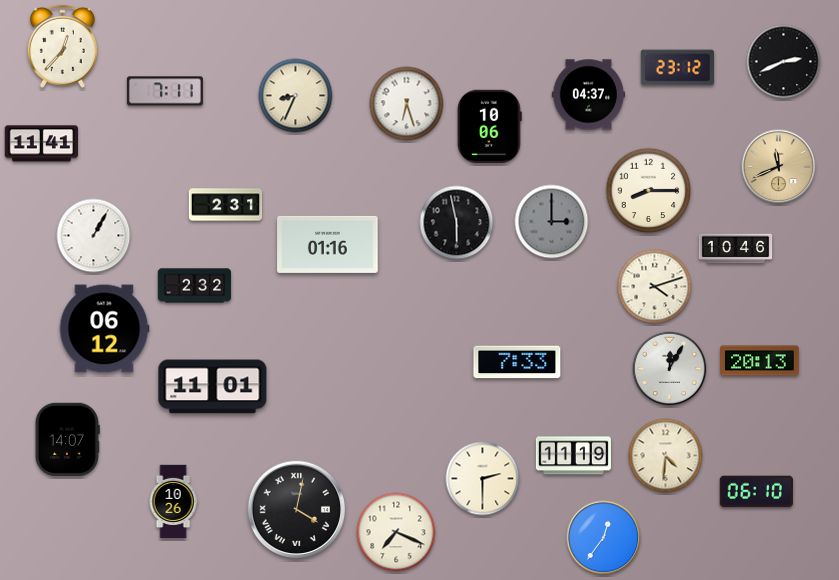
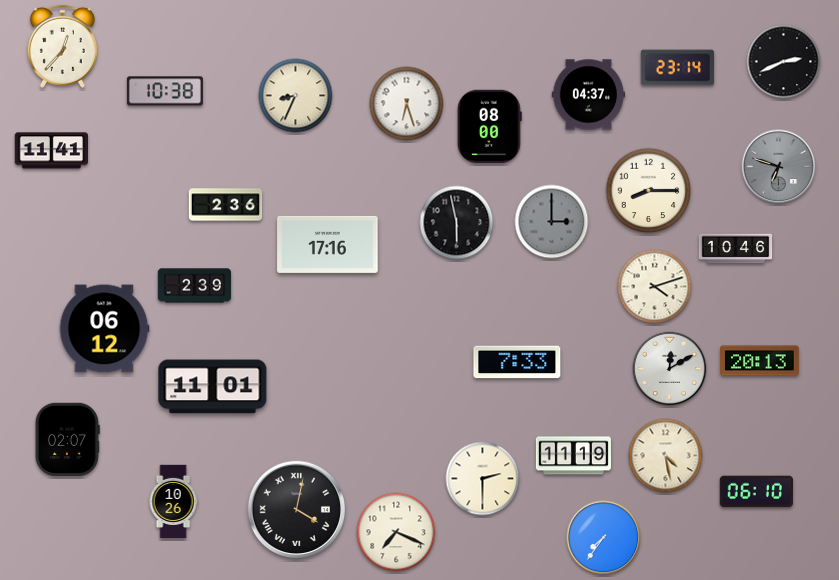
clock at (678, 68): 23:12 -> 23:14
clock at (165, 91): 7:11 -> 10:38
clock at (489, 126): 10:06 -> 08:00
clock at (41, 144) position: (41, 144) -> (51, 151)
clock at (779, 167): 11:41 -> 6:48
clock at (779, 167) dial: champagne -> grey
clock at (226, 205): 2:31 -> 2:36
clock at (94, 236): 1:05 -> none
clock at (328, 244): 01:16 -> 17:16
clock at (195, 286): 2:32 -> 2:39
clock at (670, 369): 12:05 -> 12:10
clock at (67, 439): 14:07 -> 02:07
clock at (666, 456): 4:31 -> 4:28
clock at (604, 538): 12:36 -> 7:36
